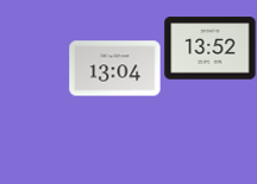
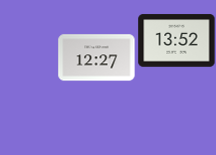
clock at (115, 69): 13:04 -> 12:27
